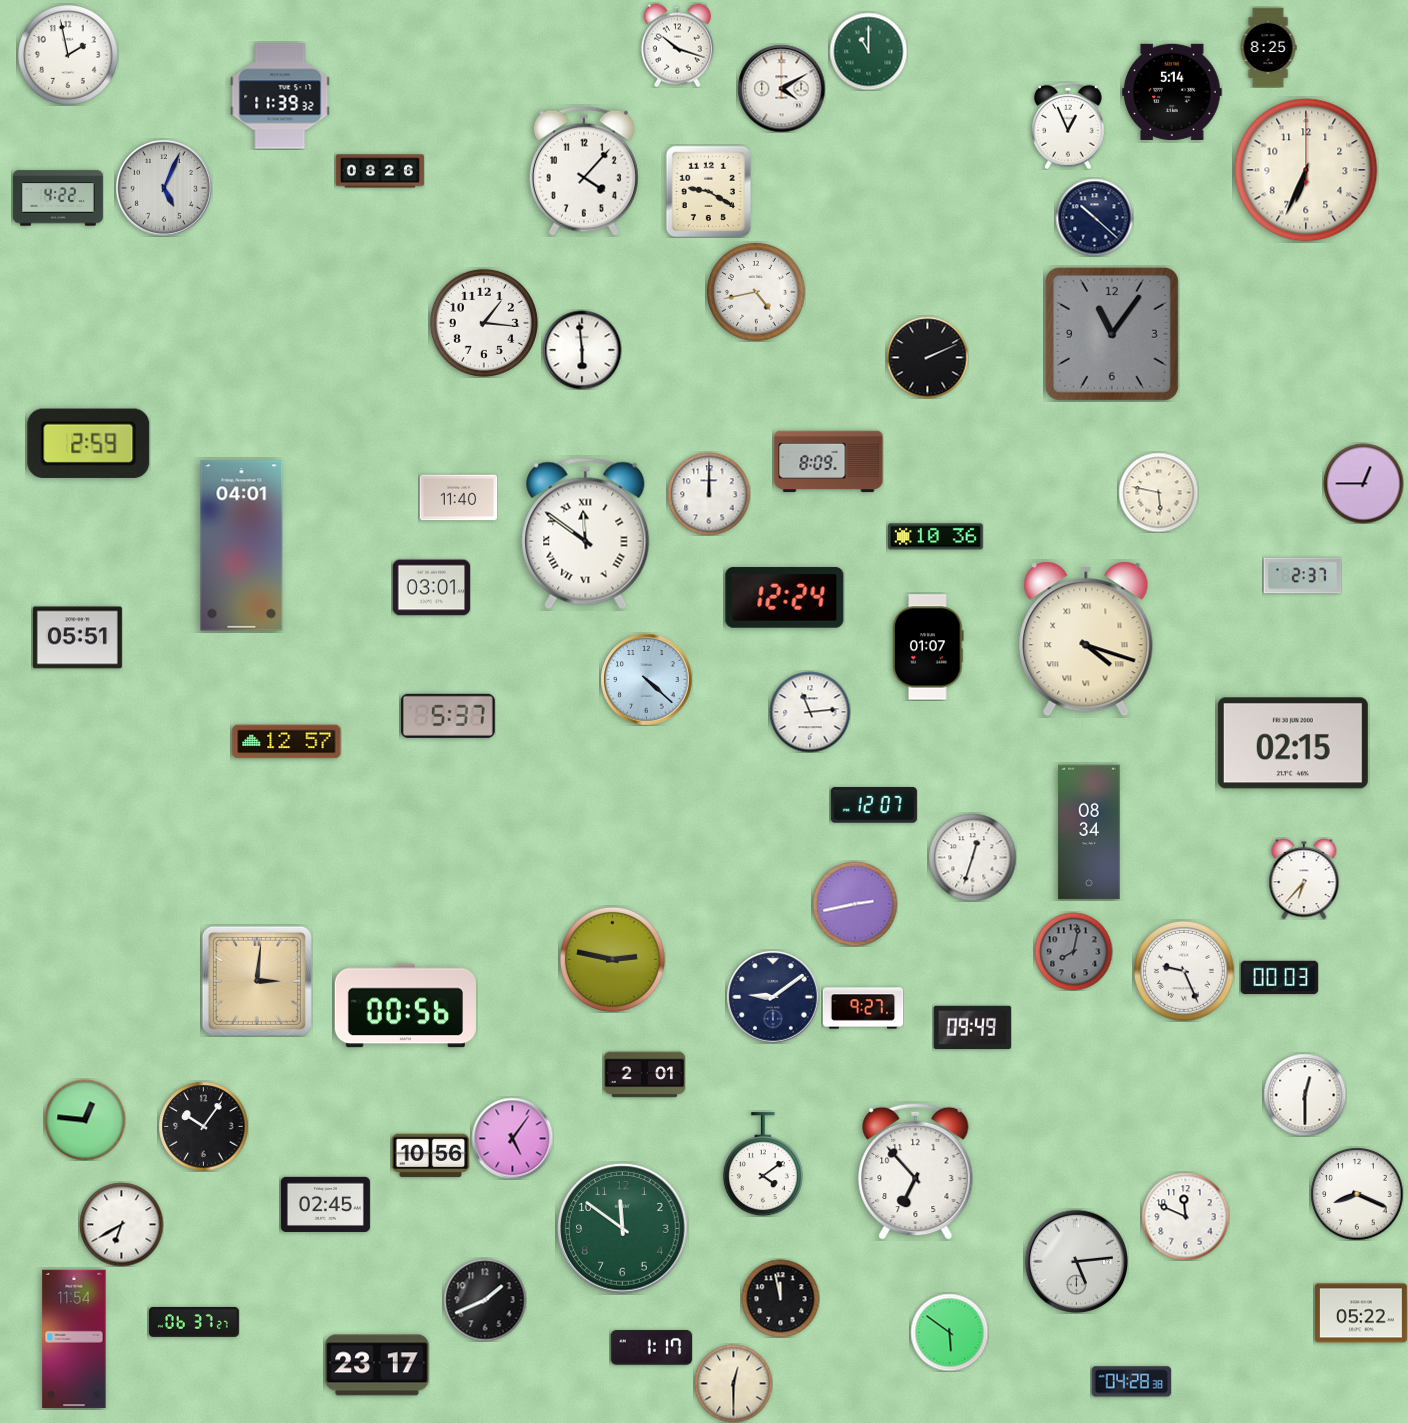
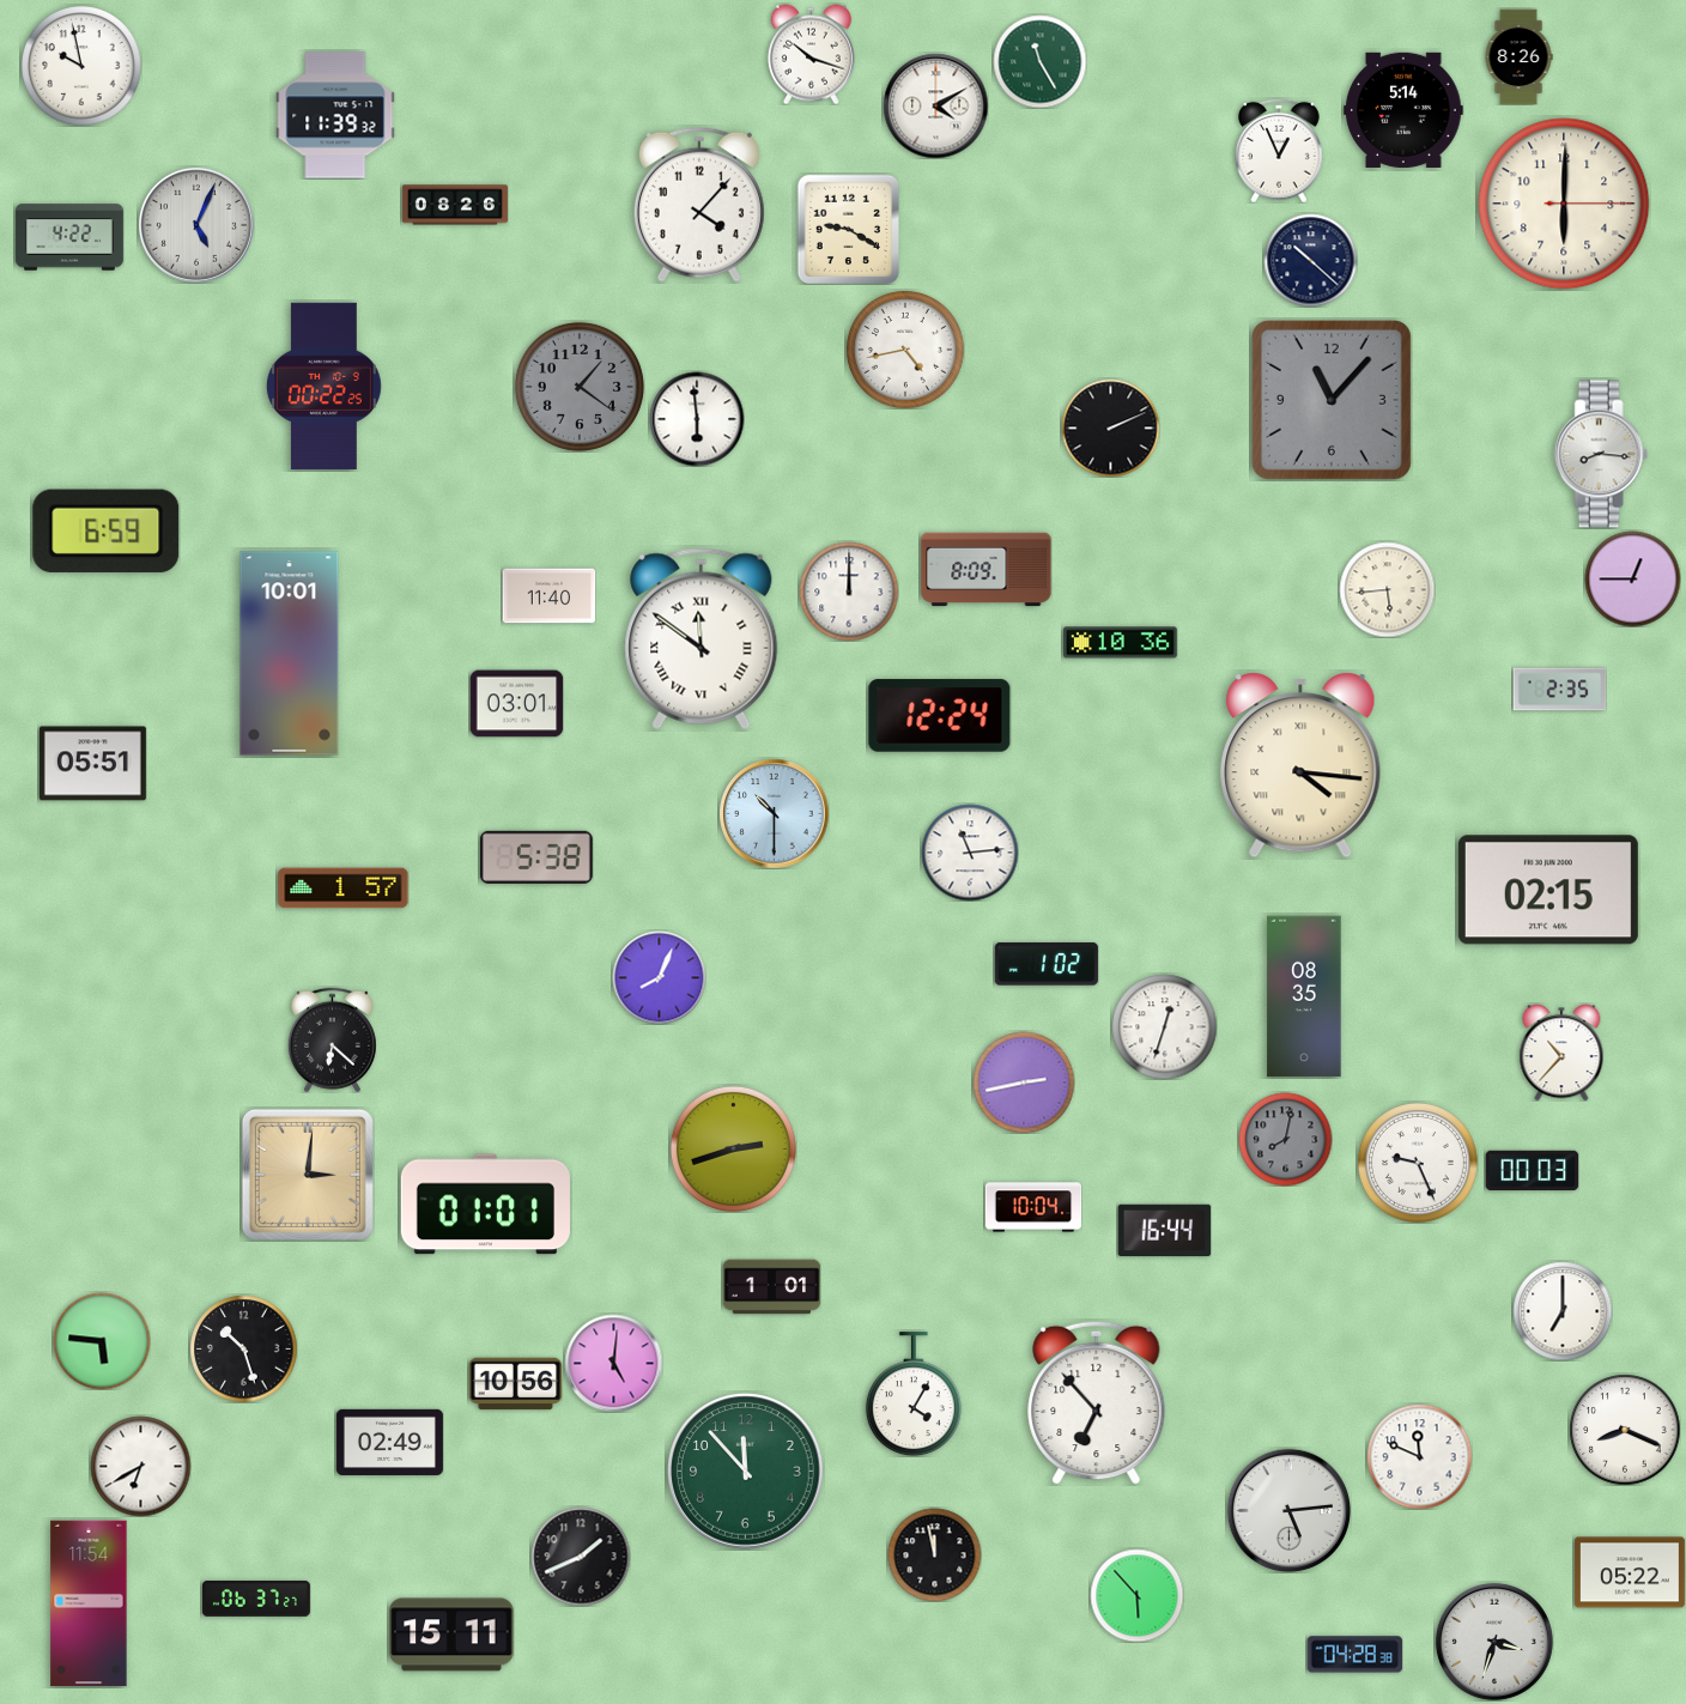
clock at (1268, 47): 8:25 -> 8:26
clock at (868, 51): 11:00 -> 11:25
clock at (68, 55): 1:58 -> 9:58
clock at (1306, 170): 6:34 -> 6:00
clock at (323, 387): none -> 00:22
clock at (484, 323): 1:16 -> 1:21
clock at (484, 323) dial: white -> grey
clock at (1112, 334): 11:06 -> 11:07
clock at (1601, 454): none -> 8:16
clock at (89, 443): 2:59 -> 6:59
clock at (829, 462) position: (829, 462) -> (987, 570)
clock at (1158, 492): 5:47 -> 5:44
clock at (242, 546): 04:01 -> 10:01
clock at (1302, 576): 2:37 -> 2:35
clock at (1086, 639): 4:18 -> 4:16
clock at (928, 647): 01:07 -> none
clock at (646, 679): 4:22 -> 10:30
clock at (448, 716): 5:37 -> 5:38
clock at (287, 742): 12:57 -> 1:57
clock at (874, 805): 12:07 -> 1:02
clock at (659, 977): none -> 8:04
clock at (1089, 832): 08:34 -> 08:35
clock at (332, 1039): none -> 6:22
clock at (1304, 879): 6:37 -> 10:37
clock at (612, 959): 2:47 -> 2:42
clock at (773, 997): 9:09 -> none
clock at (405, 1006): 00:56 -> 01:01
clock at (863, 1008): 9:27 -> 10:04
clock at (972, 1028): 09:49 -> 16:44
clock at (644, 1075): 2:01 -> 1:01
clock at (1305, 1095): 12:30 -> 7:00
clock at (85, 1120): 12:46 -> 5:46
clock at (203, 1126): 10:06 -> 10:27
clock at (512, 1138): 5:06 -> 5:01
clock at (763, 1164): 4:09 -> 4:05
clock at (325, 1204): 02:45 -> 02:49
clock at (121, 1224) position: (121, 1224) -> (140, 1466)
clock at (623, 1229): 11:51 -> 11:53
clock at (194, 1322) position: (194, 1322) -> (256, 1599)
clock at (949, 1332): 5:51 -> 5:53
clock at (651, 1348): 1:17 -> none
clock at (377, 1365): 23:17 -> 15:11
clock at (1494, 1642): none -> 3:33
clock at (733, 1383): 12:30 -> none
